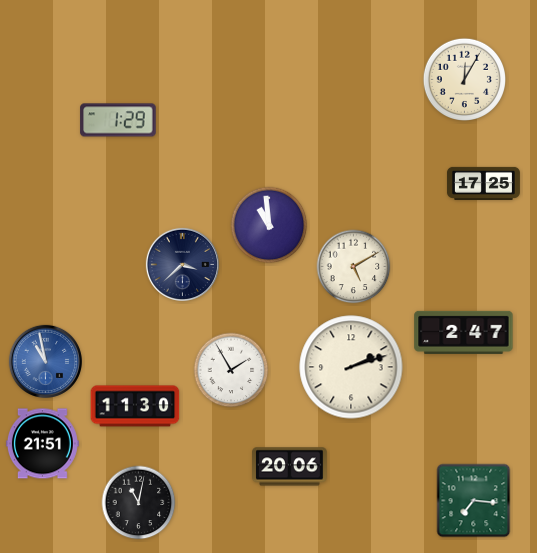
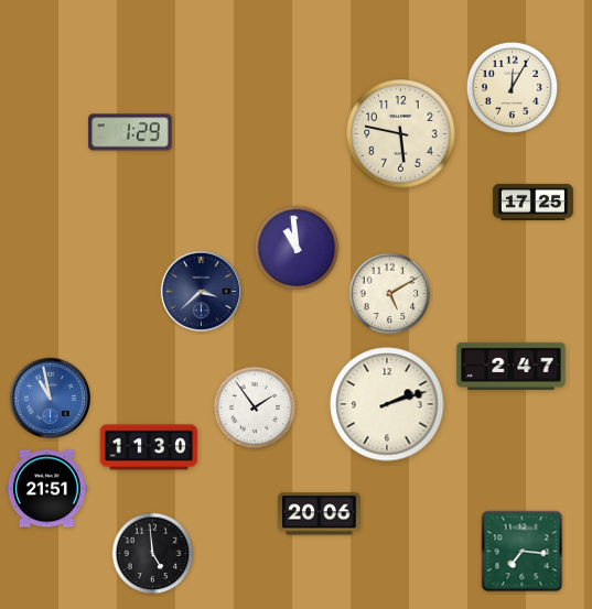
clock at (401, 134): none -> 5:47
clock at (231, 370): 1:55 -> 1:54
clock at (139, 503): 11:02 -> 4:59
